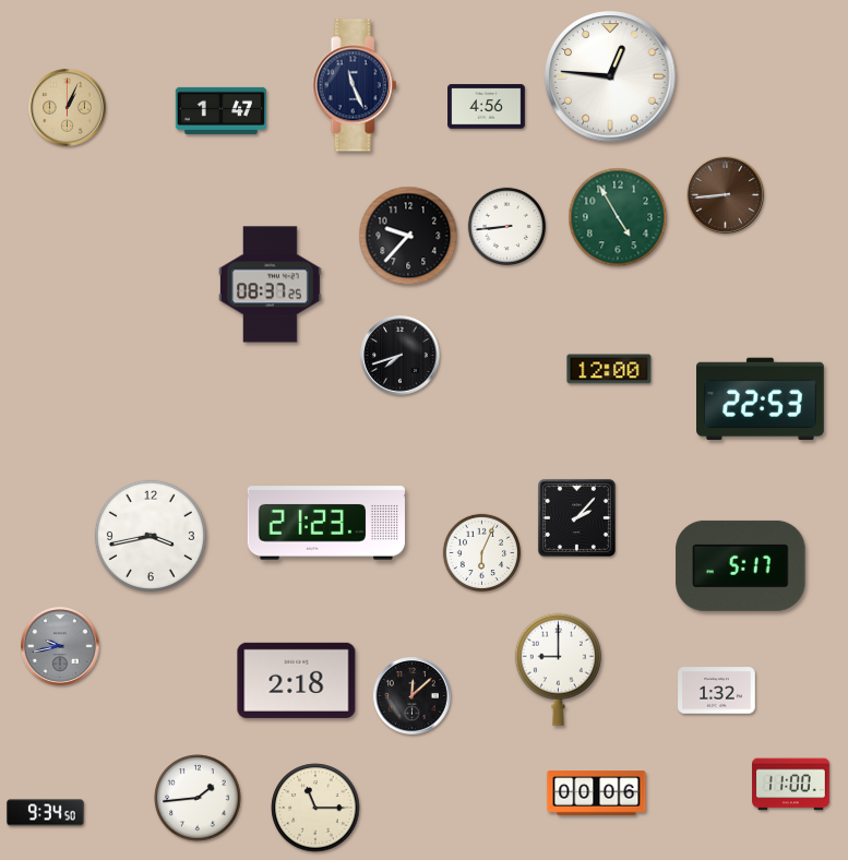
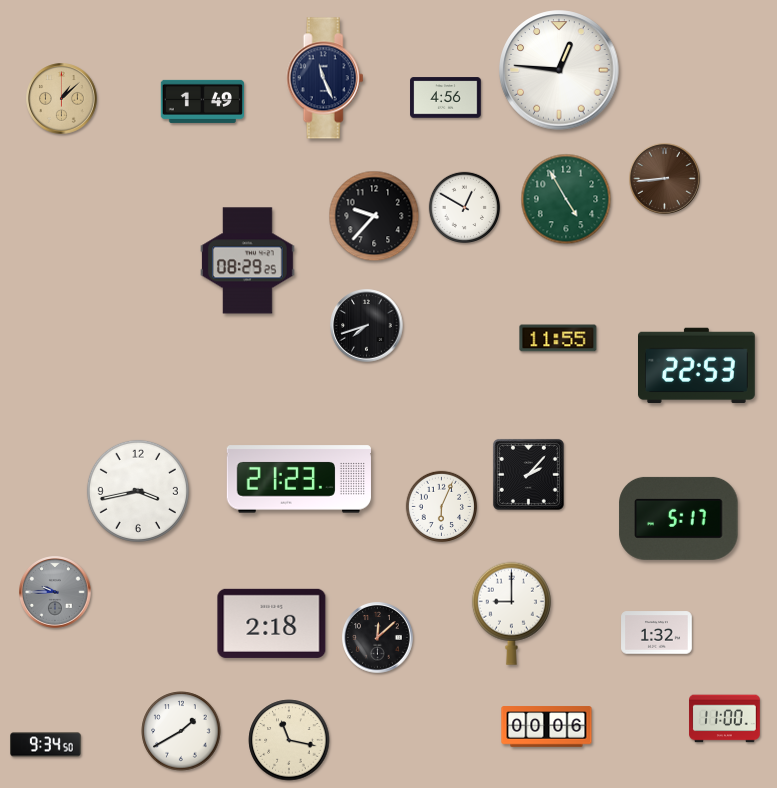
clock at (68, 108): 1:04 -> 1:08
clock at (220, 110): 1:47 -> 1:49
clock at (506, 226): 8:44 -> 12:50
clock at (271, 285): 08:37 -> 08:29
clock at (609, 369): 12:00 -> 11:55
clock at (60, 646): 9:43 -> 9:45
clock at (198, 798): 1:44 -> 1:40
clock at (315, 808): 11:15 -> 11:17
clock at (46, 813) position: (46, 813) -> (46, 745)
